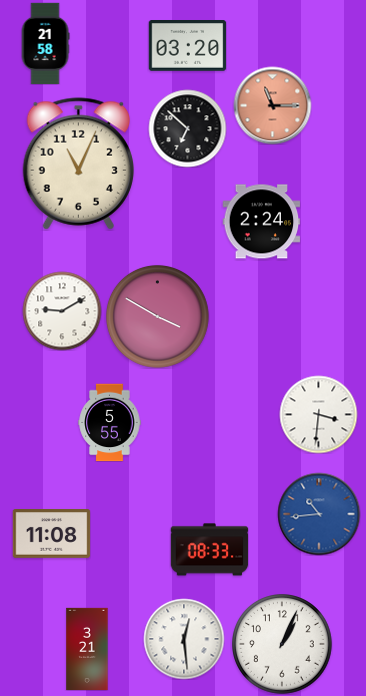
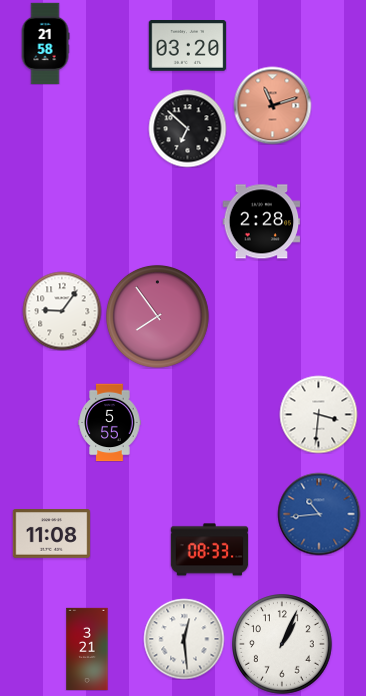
clock at (272, 105): 11:15 -> 11:12
clock at (78, 164): 11:04 -> none
clock at (261, 222): 2:24 -> 2:28
clock at (62, 311): 9:10 -> 9:06
clock at (157, 316): 3:50 -> 7:54
